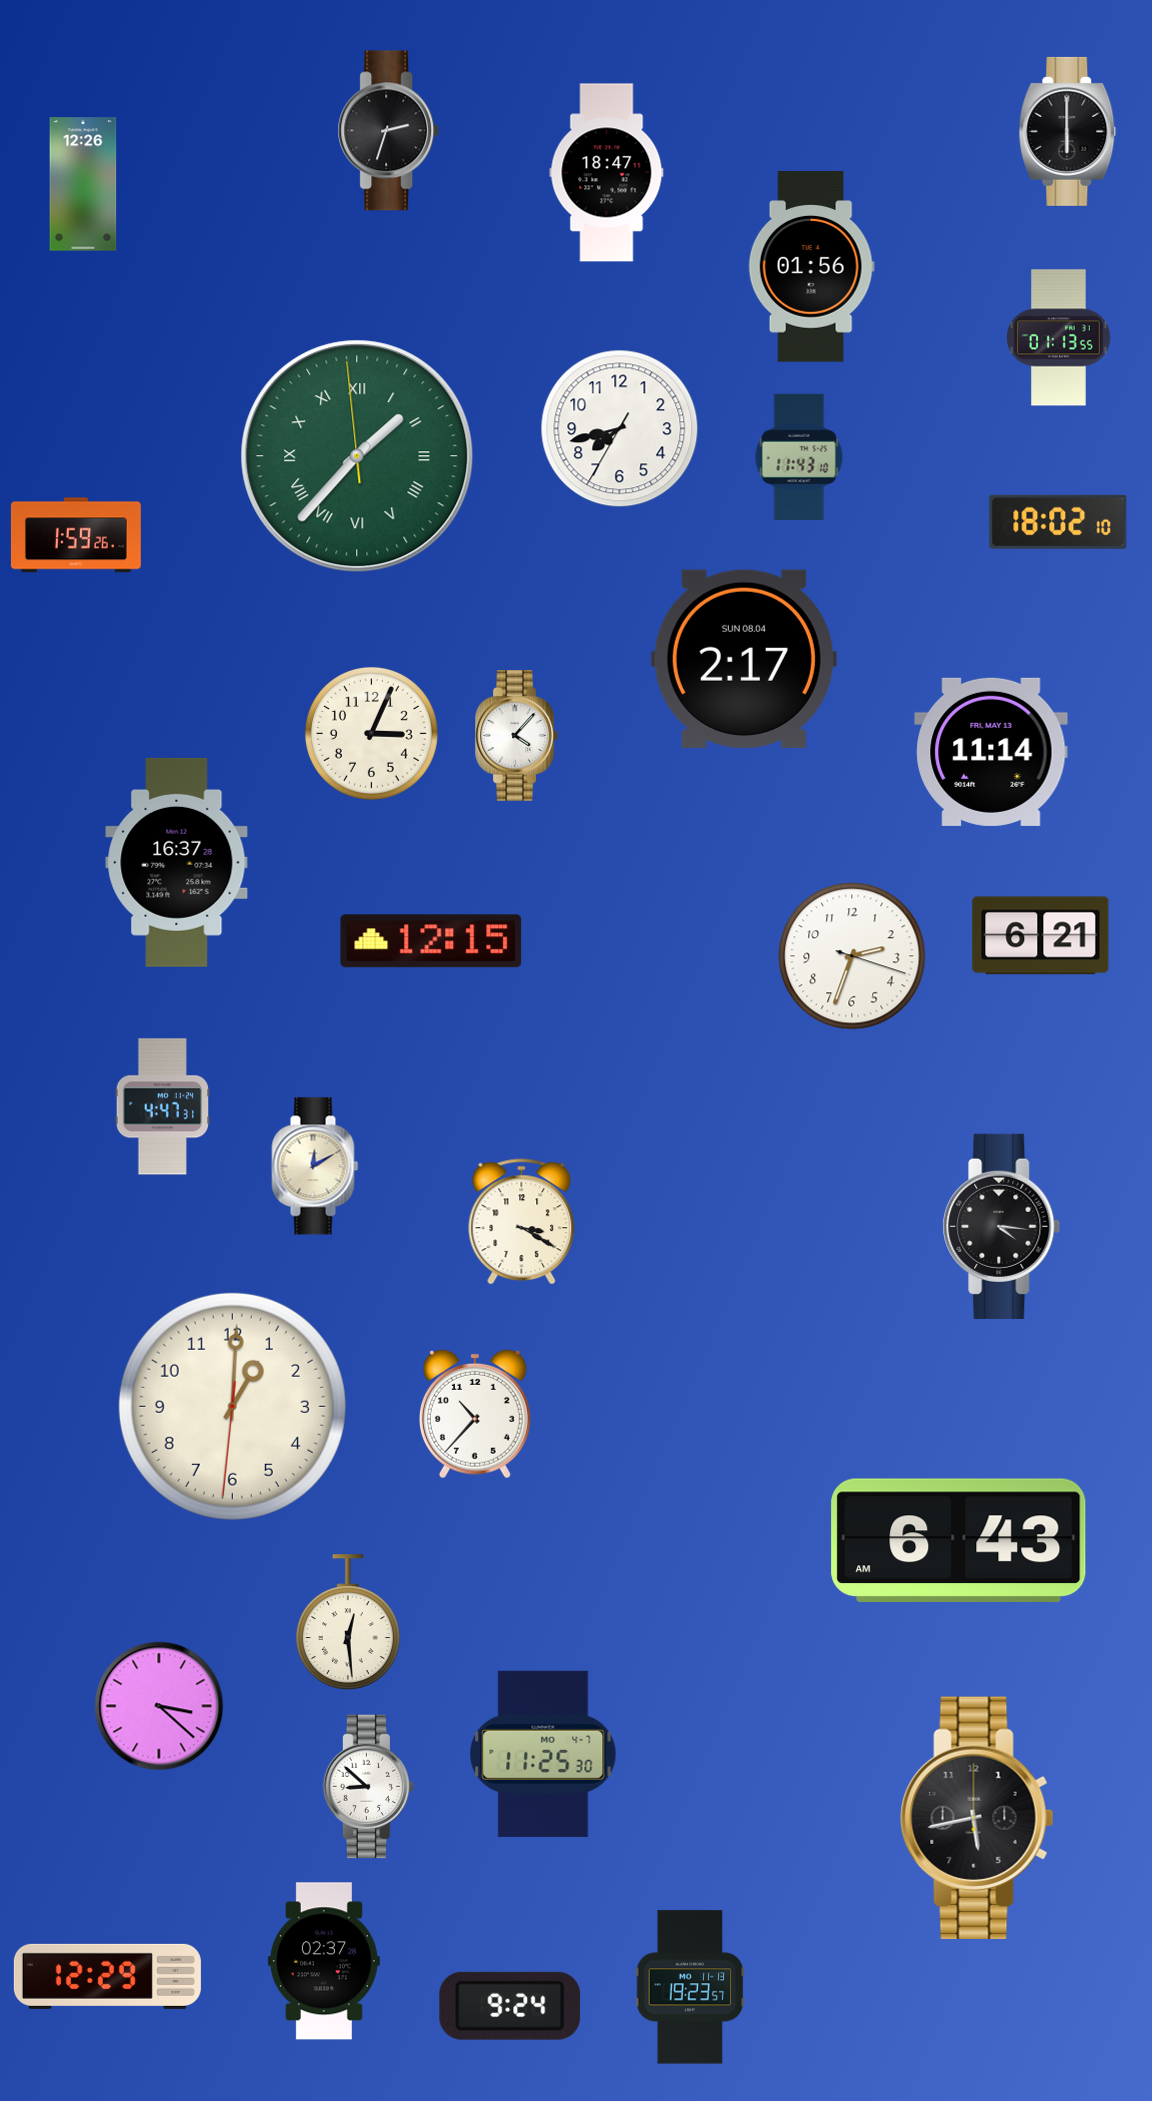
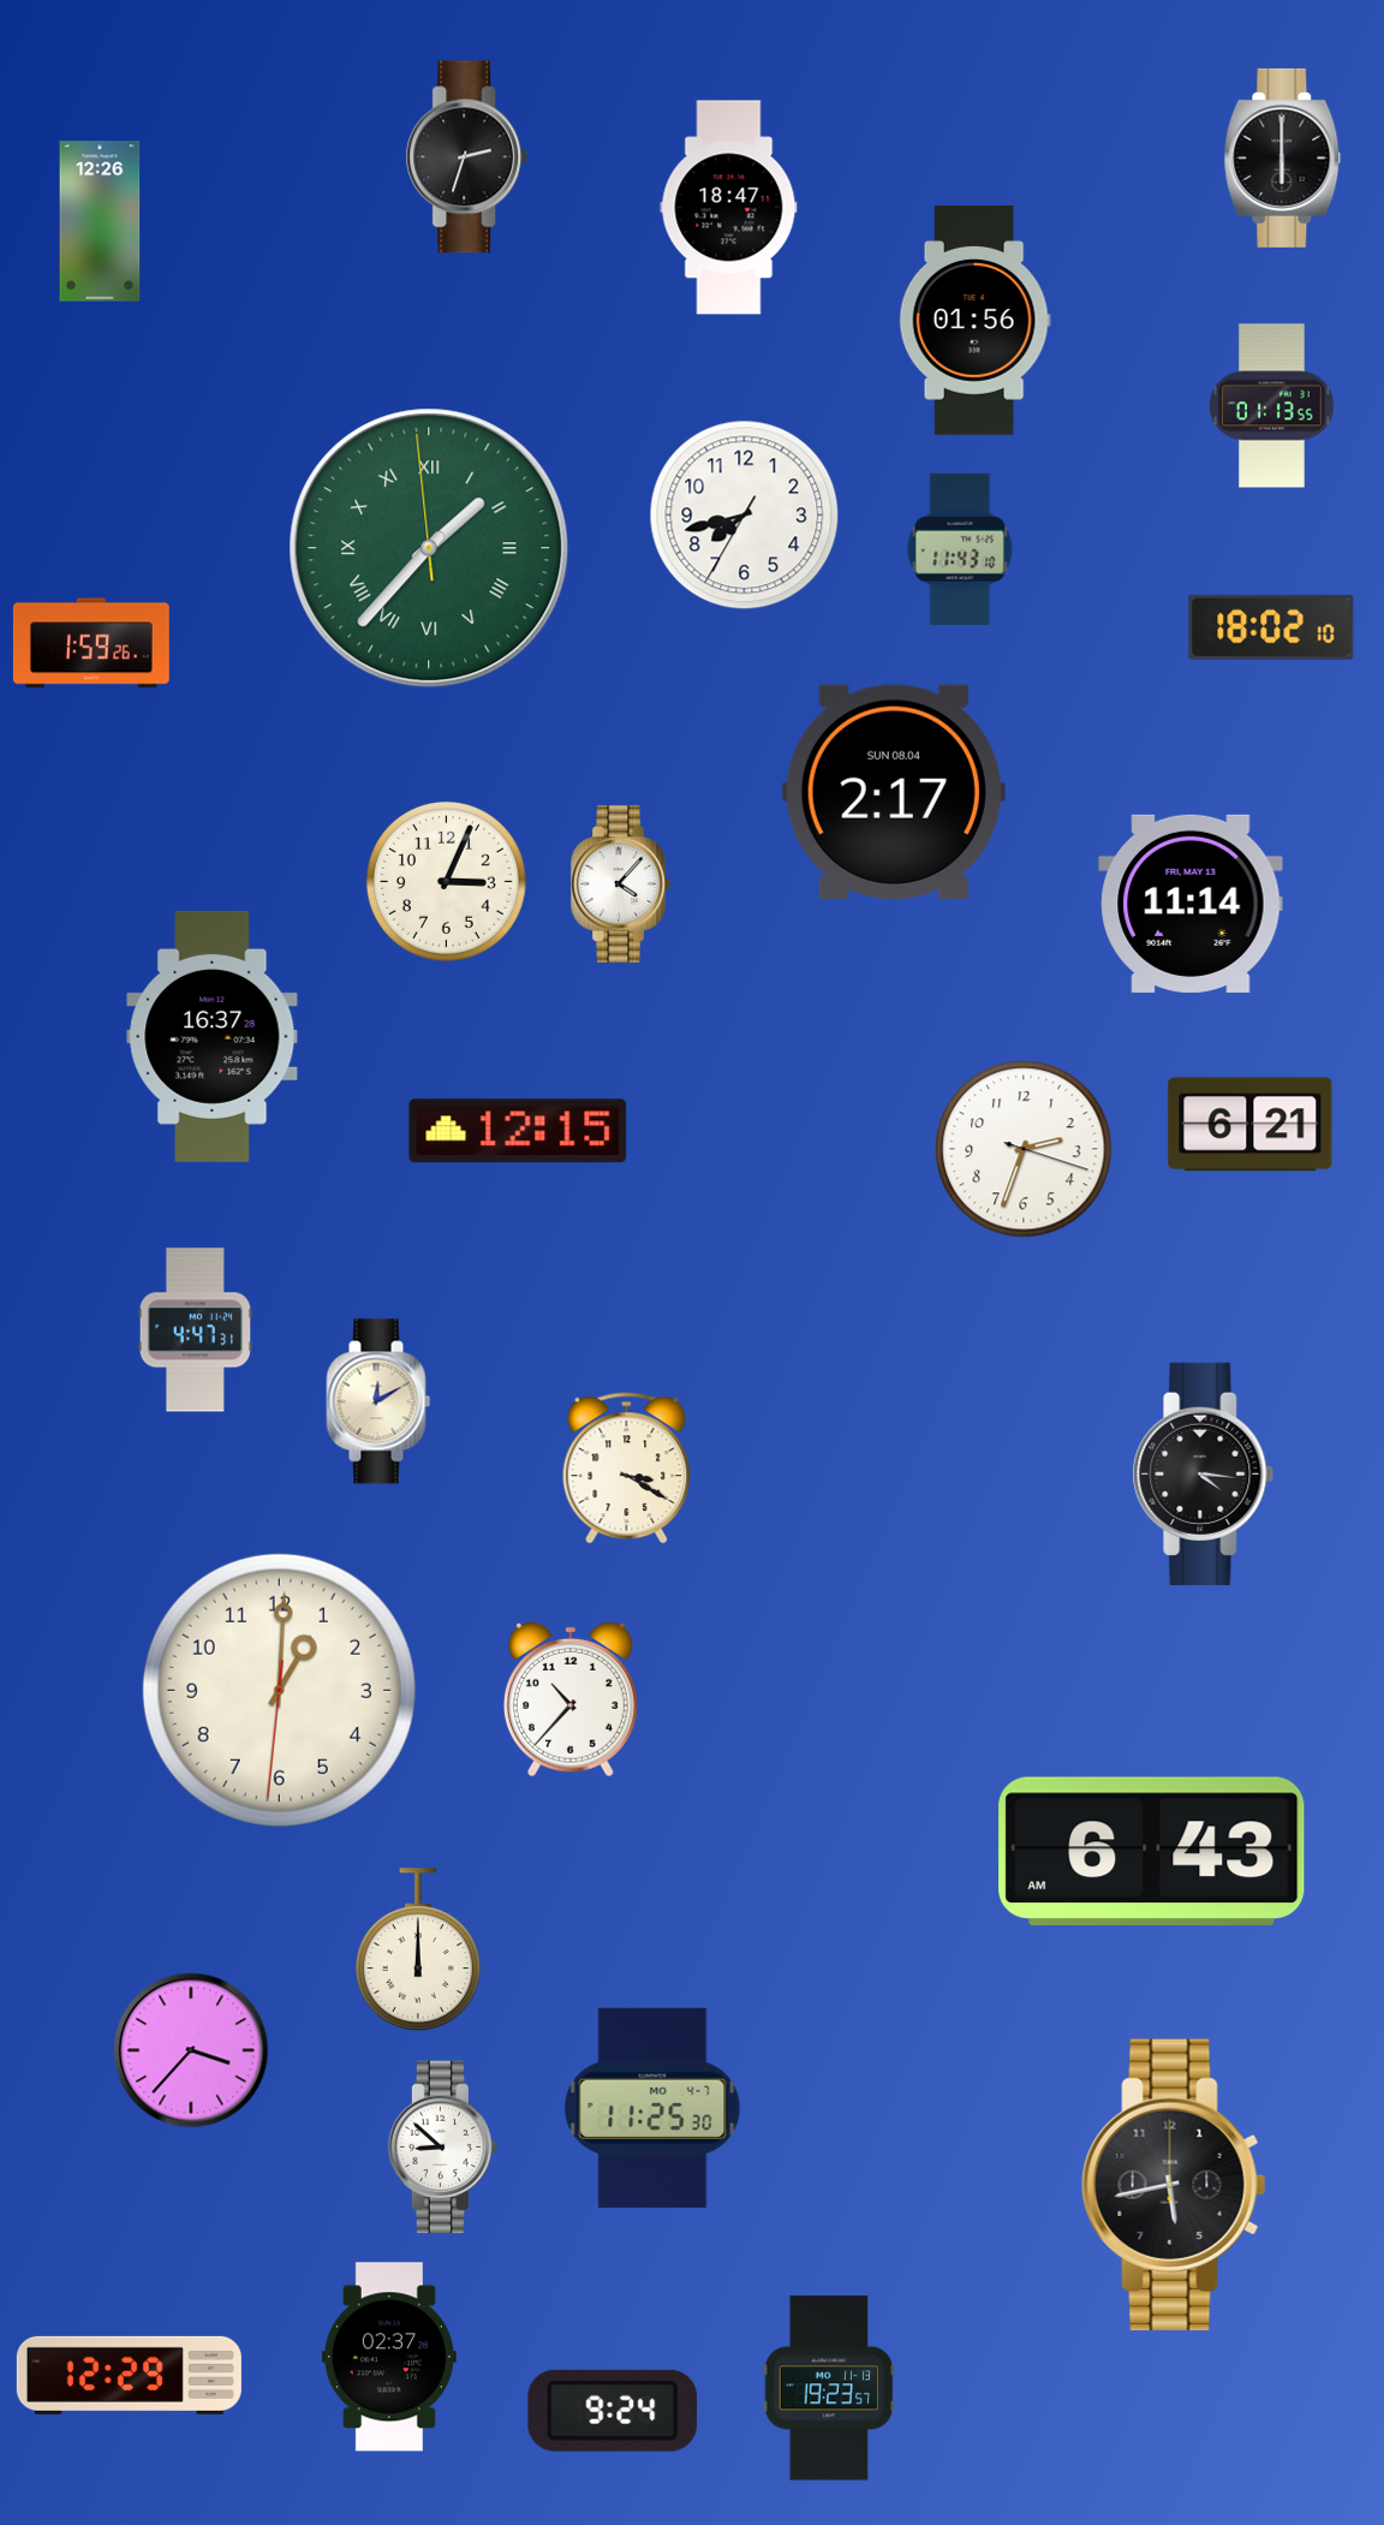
clock at (348, 1622): 12:29 -> 12:00
clock at (159, 1706): 3:22 -> 3:37
